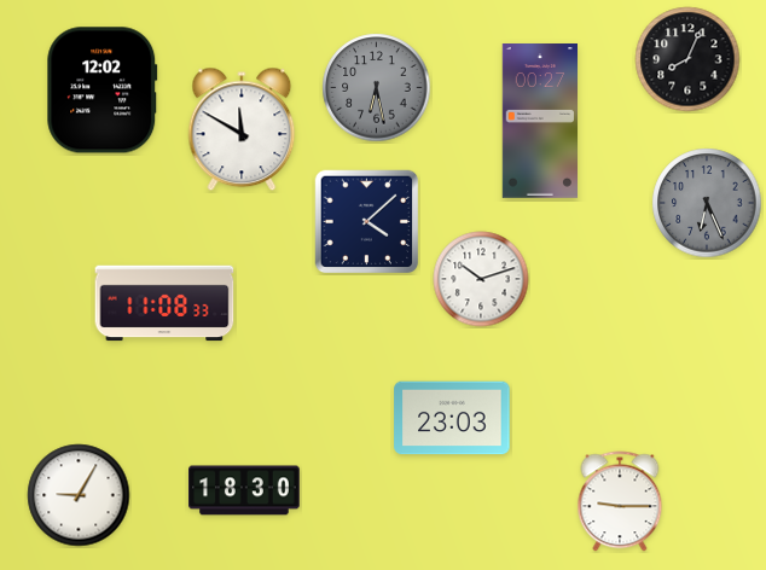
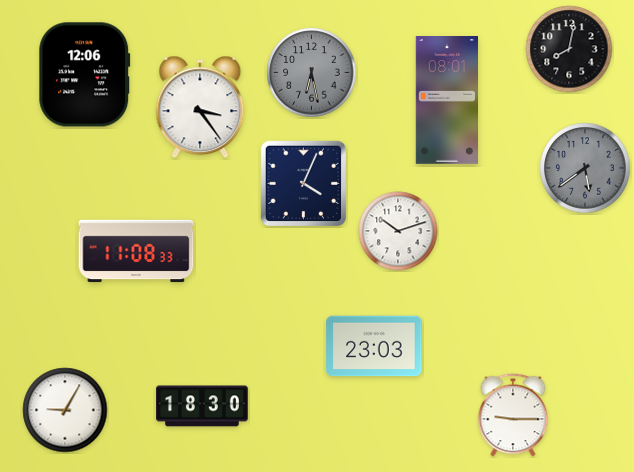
clock at (687, 59): 8:04 -> 8:02
clock at (103, 91): 12:02 -> 12:06
clock at (540, 122): 00:27 -> 08:01
clock at (242, 129): 11:50 -> 3:24
clock at (707, 203): 6:26 -> 5:39
clock at (367, 222): 4:08 -> 4:04
